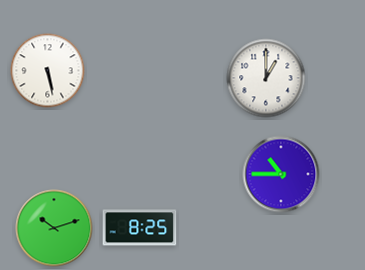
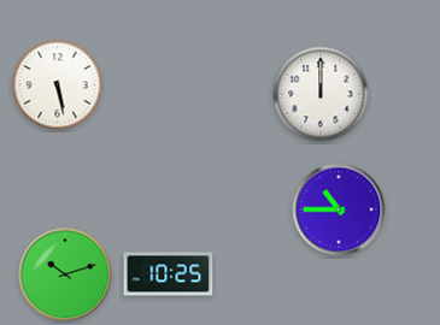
clock at (266, 78): 1:00 -> 12:00
clock at (140, 228): 8:25 -> 10:25
